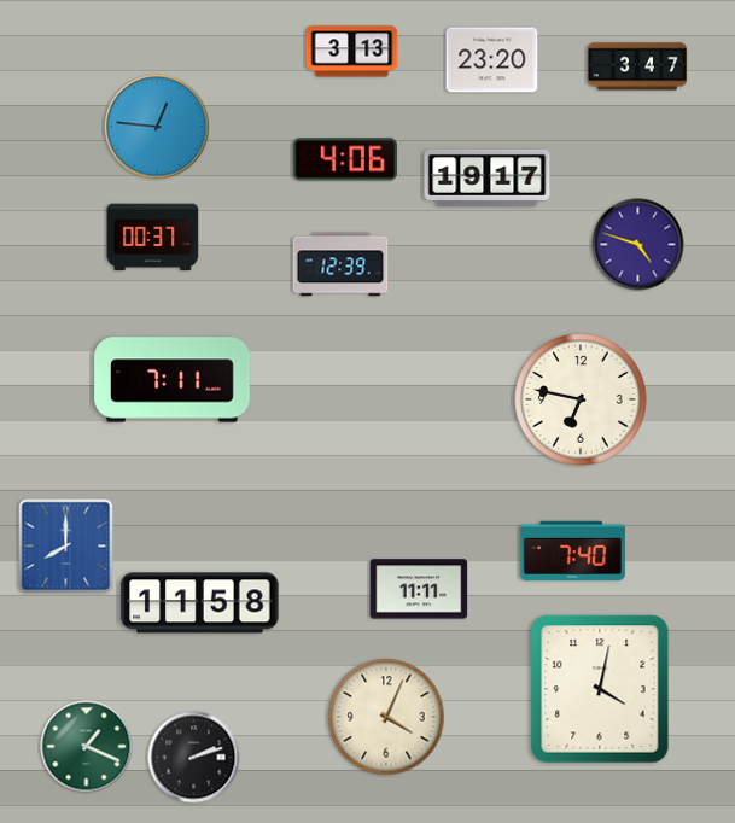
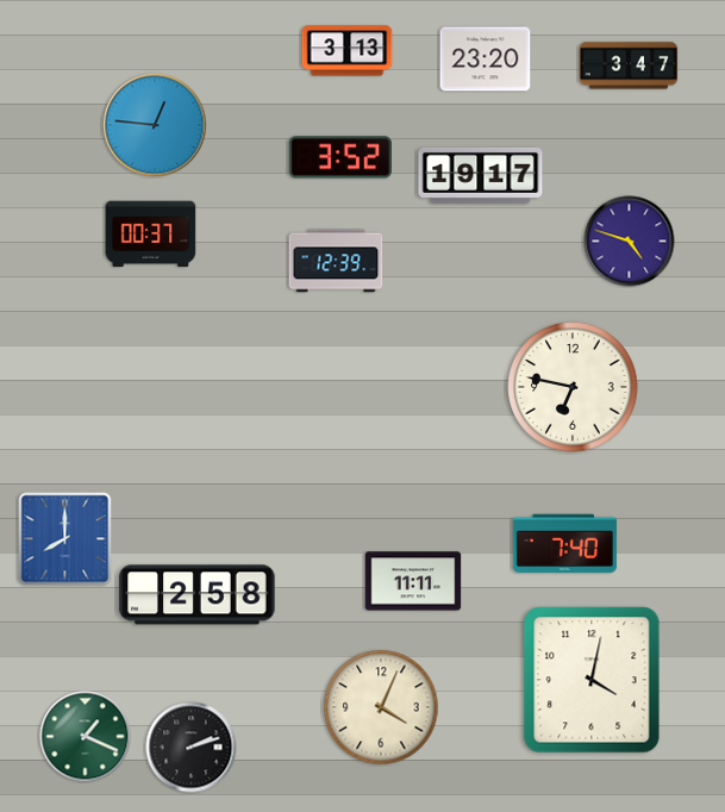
clock at (345, 159): 4:06 -> 3:52
clock at (173, 380): 7:11 -> none
clock at (581, 399) position: (581, 399) -> (573, 387)
clock at (200, 603): 11:58 -> 2:58
